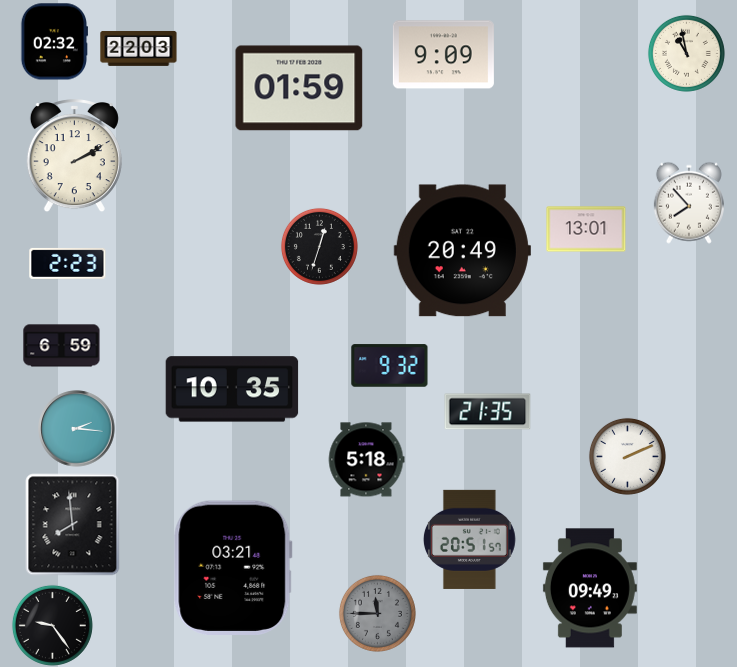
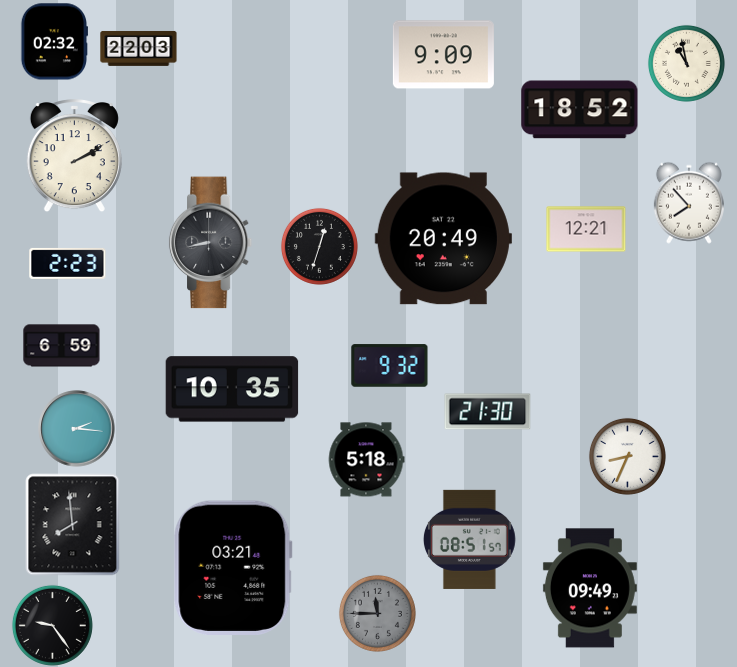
clock at (686, 53) position: (686, 53) -> (686, 63)
clock at (299, 88): 01:59 -> none
clock at (580, 110): none -> 18:52
clock at (586, 229): 13:01 -> 12:21
clock at (211, 243): none -> 8:43
clock at (462, 251) position: (462, 251) -> (443, 239)
clock at (488, 412): 21:35 -> 21:30
clock at (627, 456): 2:11 -> 8:34
clock at (469, 539): 20:51 -> 08:51
